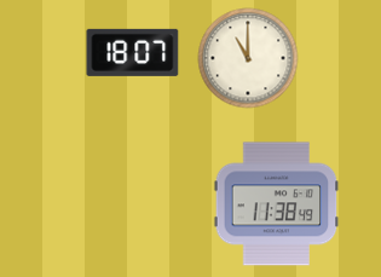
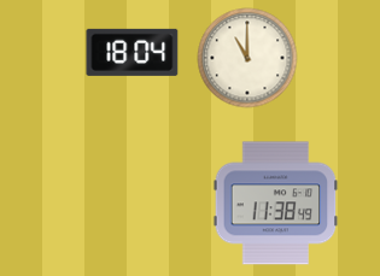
clock at (133, 52): 18:07 -> 18:04
